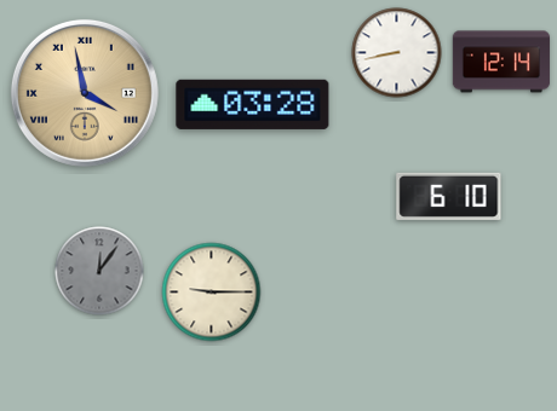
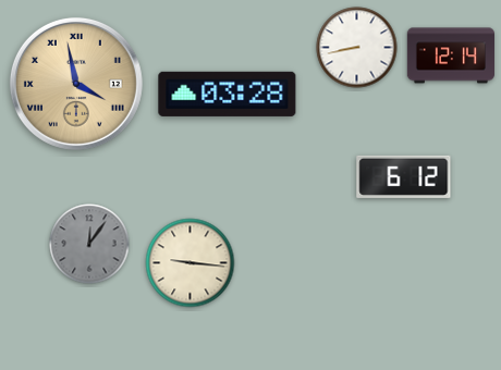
clock at (449, 196): 6:10 -> 6:12
clock at (212, 293): 9:15 -> 9:16
